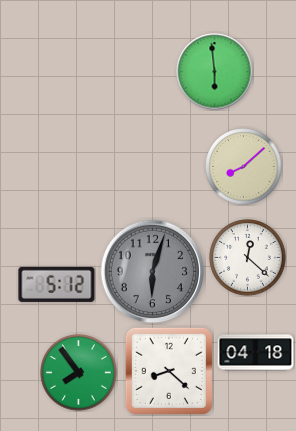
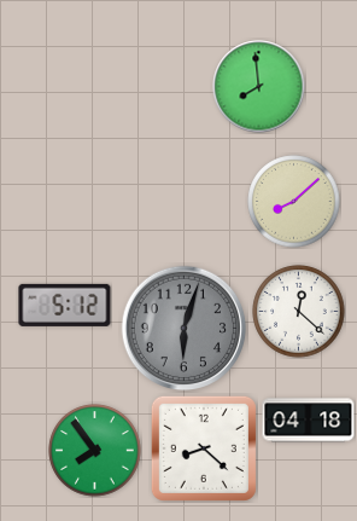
clock at (215, 72): 5:59 -> 7:59
clock at (57, 284) position: (57, 284) -> (65, 305)
clock at (256, 353) position: (256, 353) -> (309, 421)
